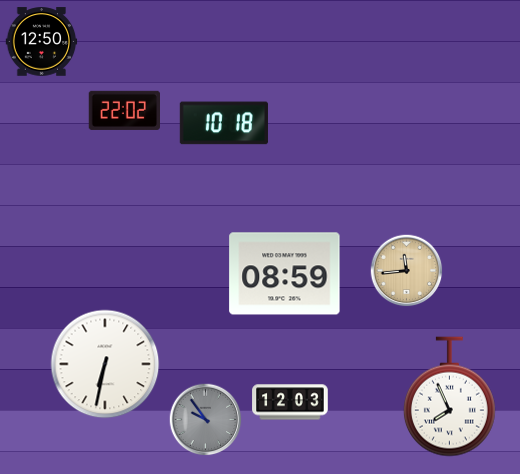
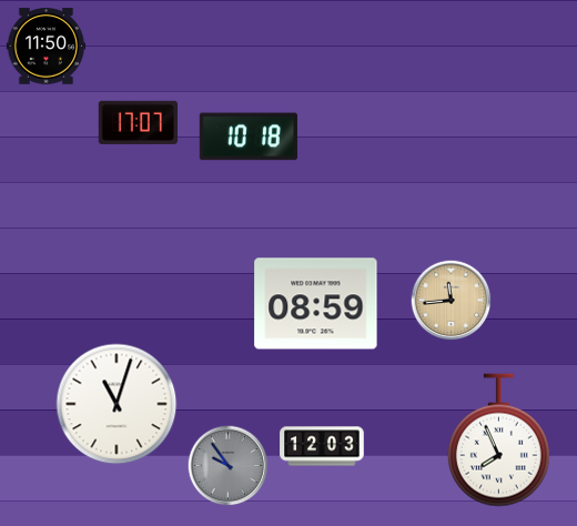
clock at (42, 42): 12:50 -> 11:50
clock at (124, 110): 22:02 -> 17:07
clock at (105, 364): 6:32 -> 11:03
